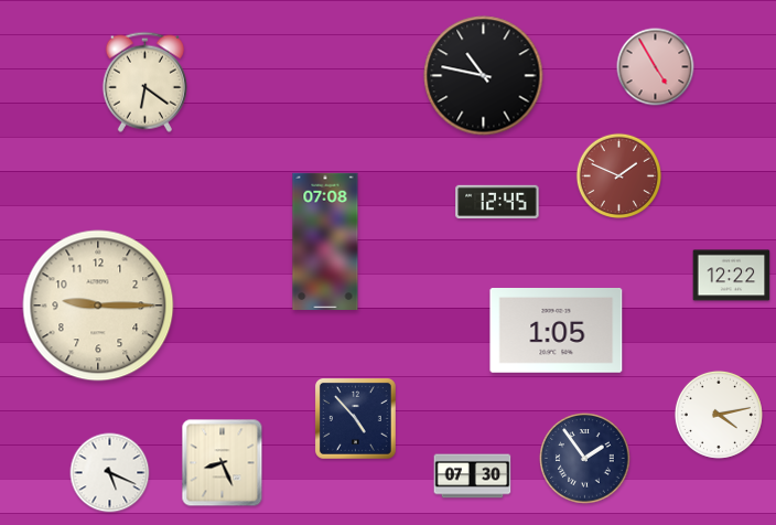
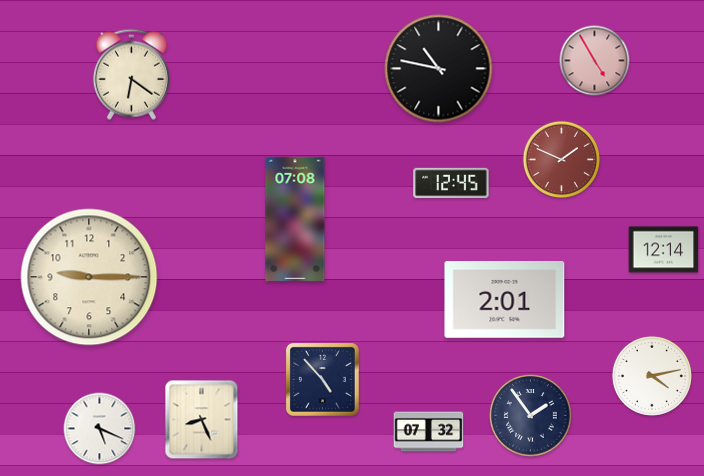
clock at (732, 276): 12:22 -> 12:14
clock at (557, 331): 1:05 -> 2:01
clock at (473, 476): 07:30 -> 07:32
